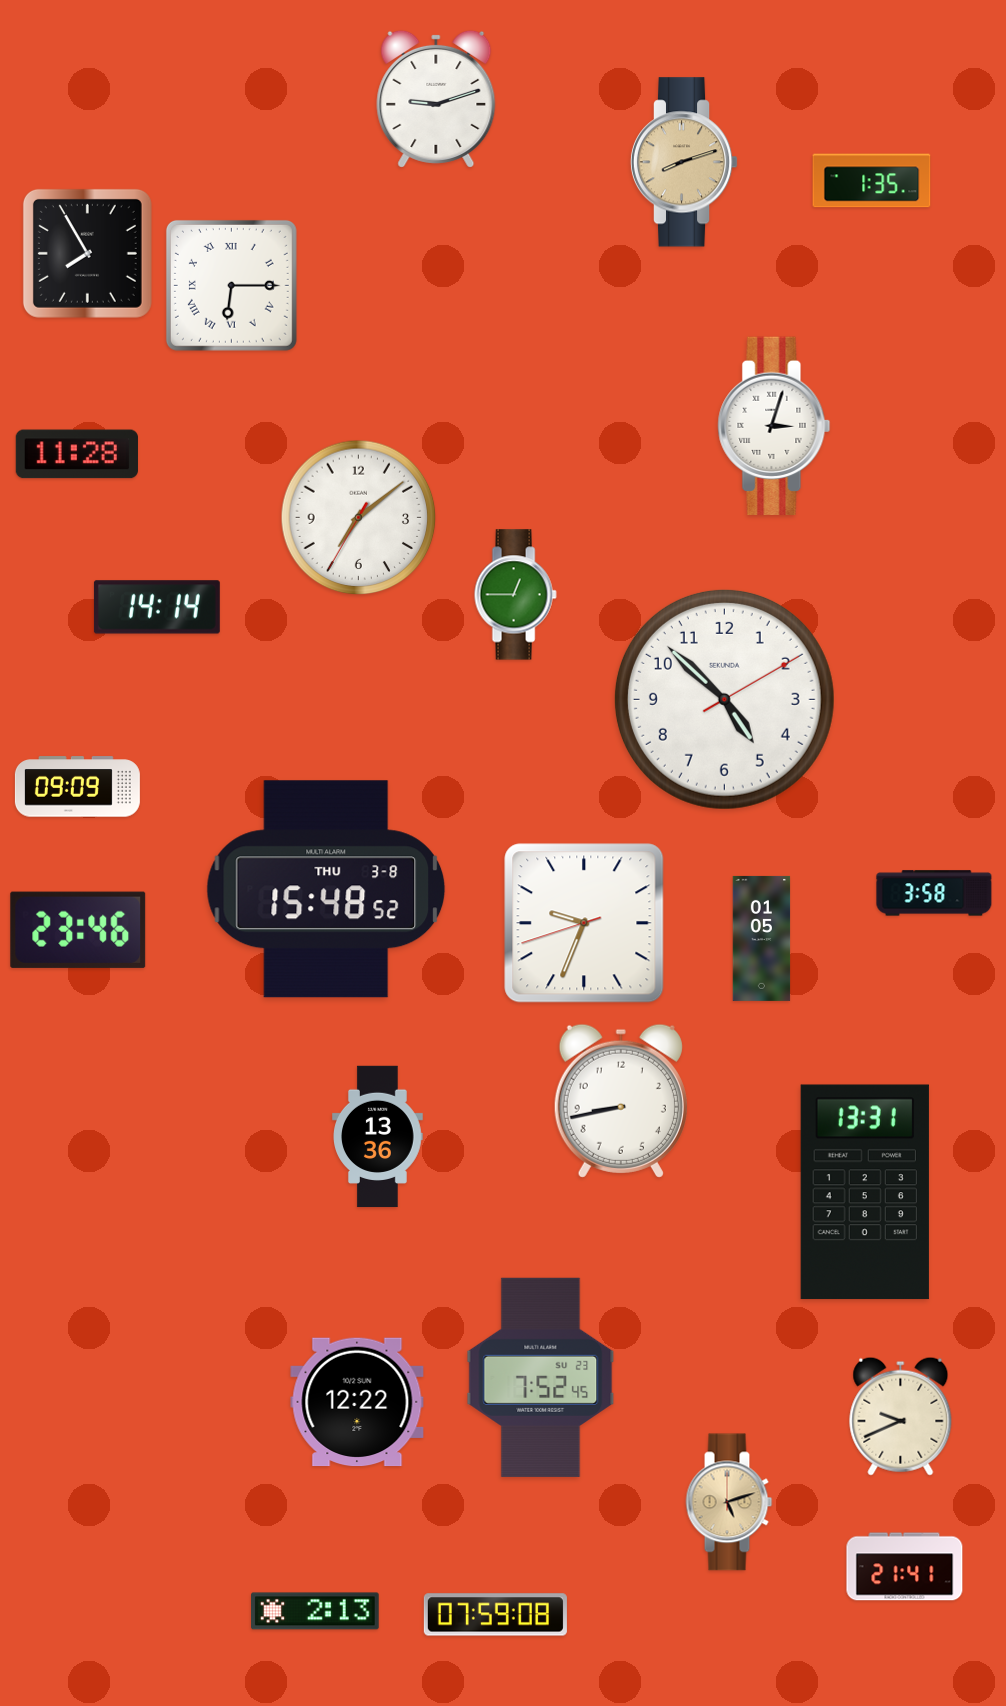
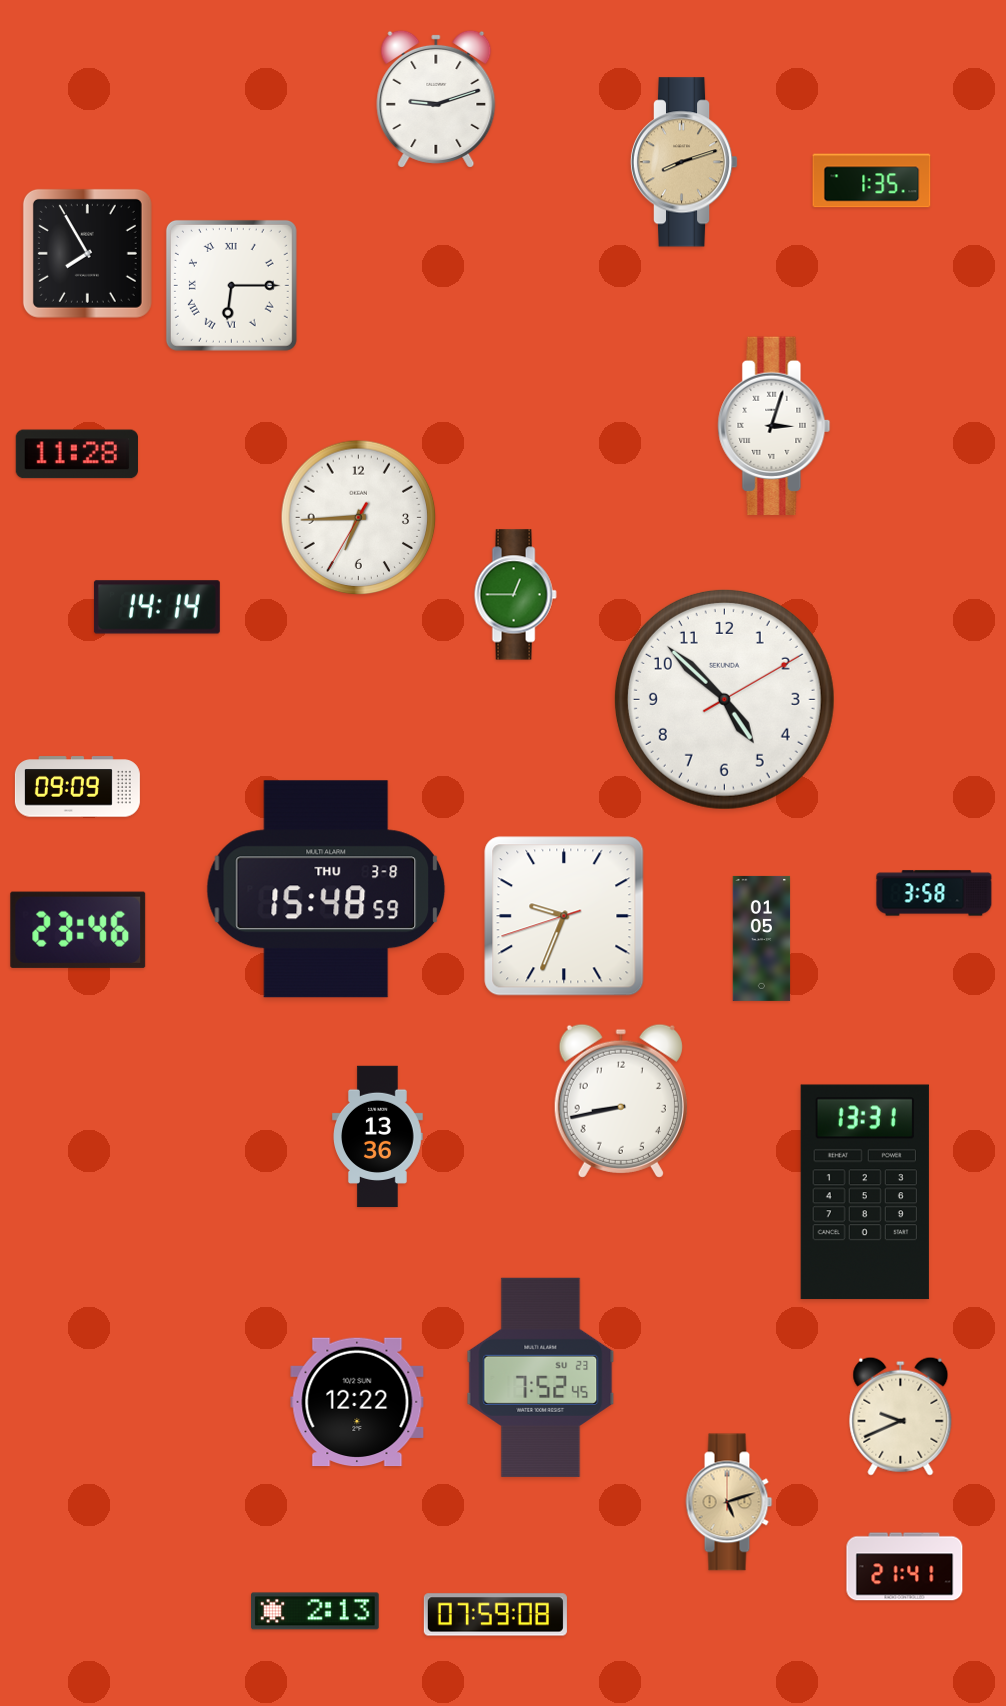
clock at (359, 518): 7:08 -> 6:44
clock at (326, 889): 15:48:52 -> 15:48:59
clock at (584, 923) position: (584, 923) -> (564, 916)
